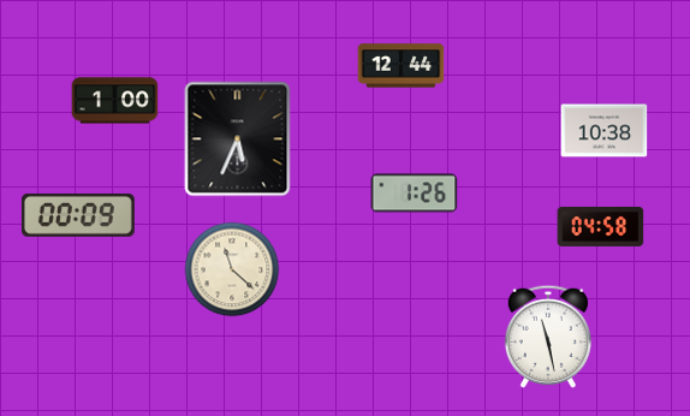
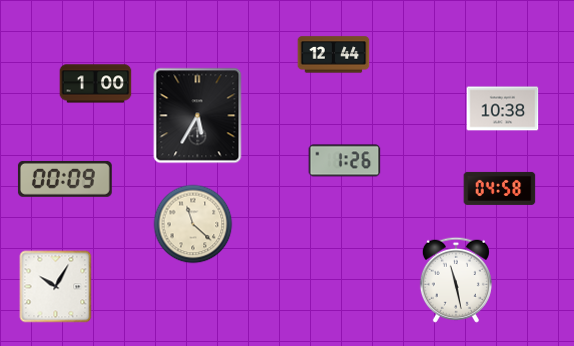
clock at (238, 139): 5:34 -> 5:35
clock at (56, 287): none -> 10:05
